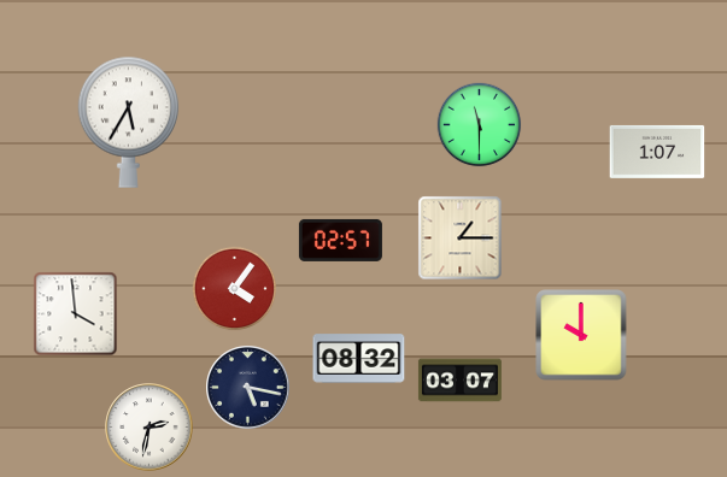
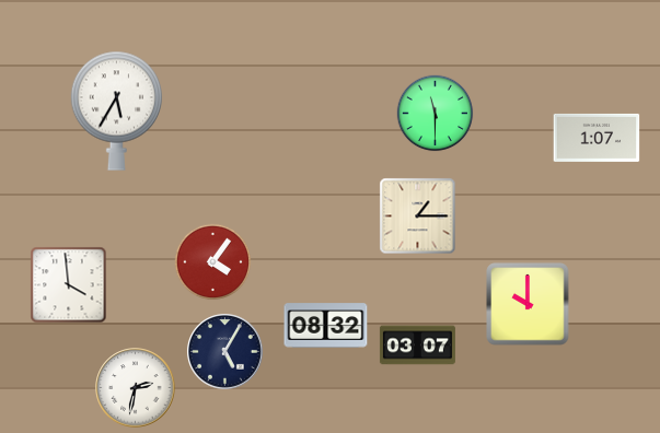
clock at (340, 240): 02:57 -> none
clock at (248, 388): 5:17 -> 5:05
